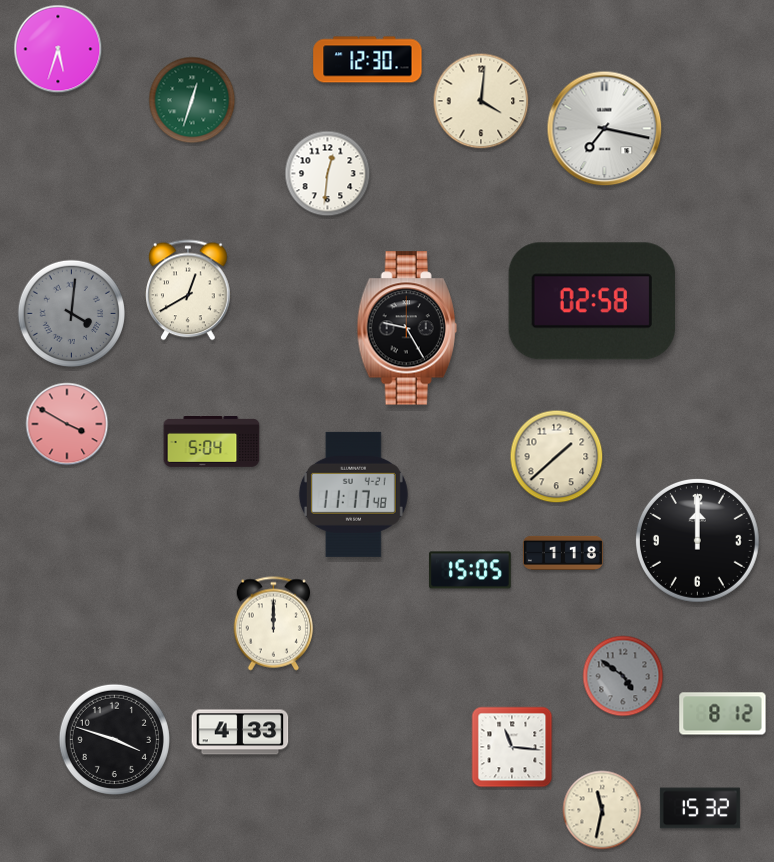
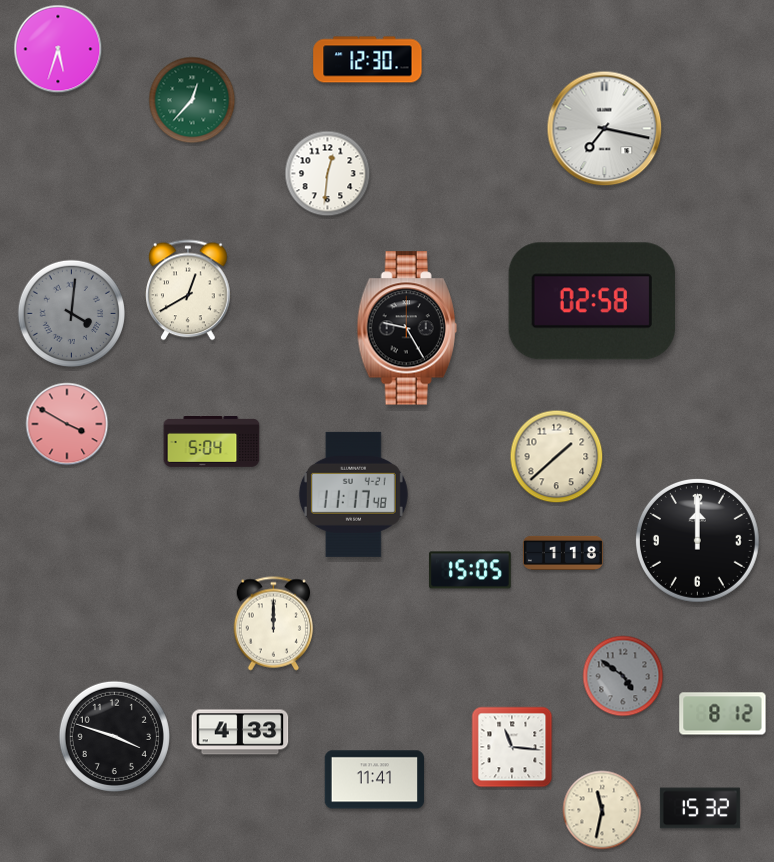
clock at (192, 100): 12:33 -> 12:37
clock at (481, 101): 4:01 -> none
clock at (114, 739) position: (114, 739) -> (114, 736)
clock at (375, 780): none -> 11:41
